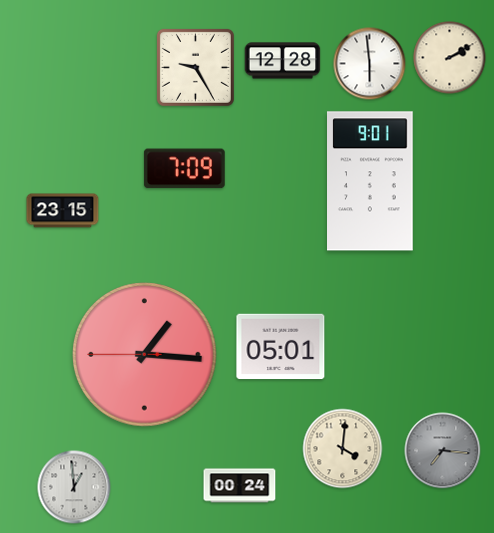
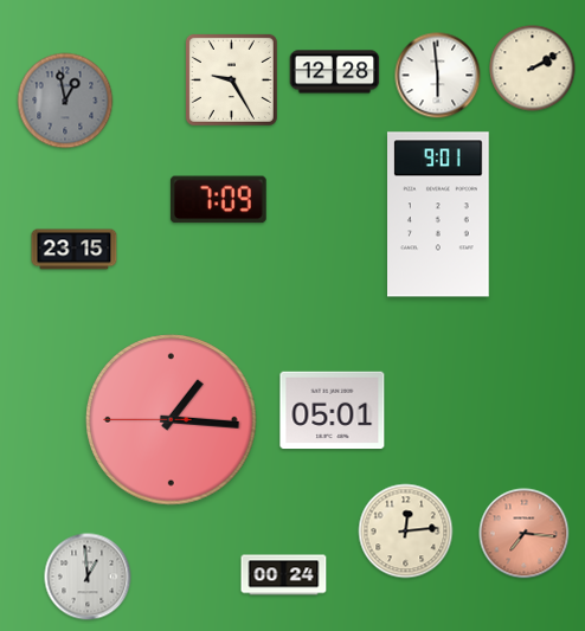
clock at (65, 101): none -> 12:58
clock at (343, 449): 4:01 -> 12:14
clock at (443, 451) dial: grey -> salmon
